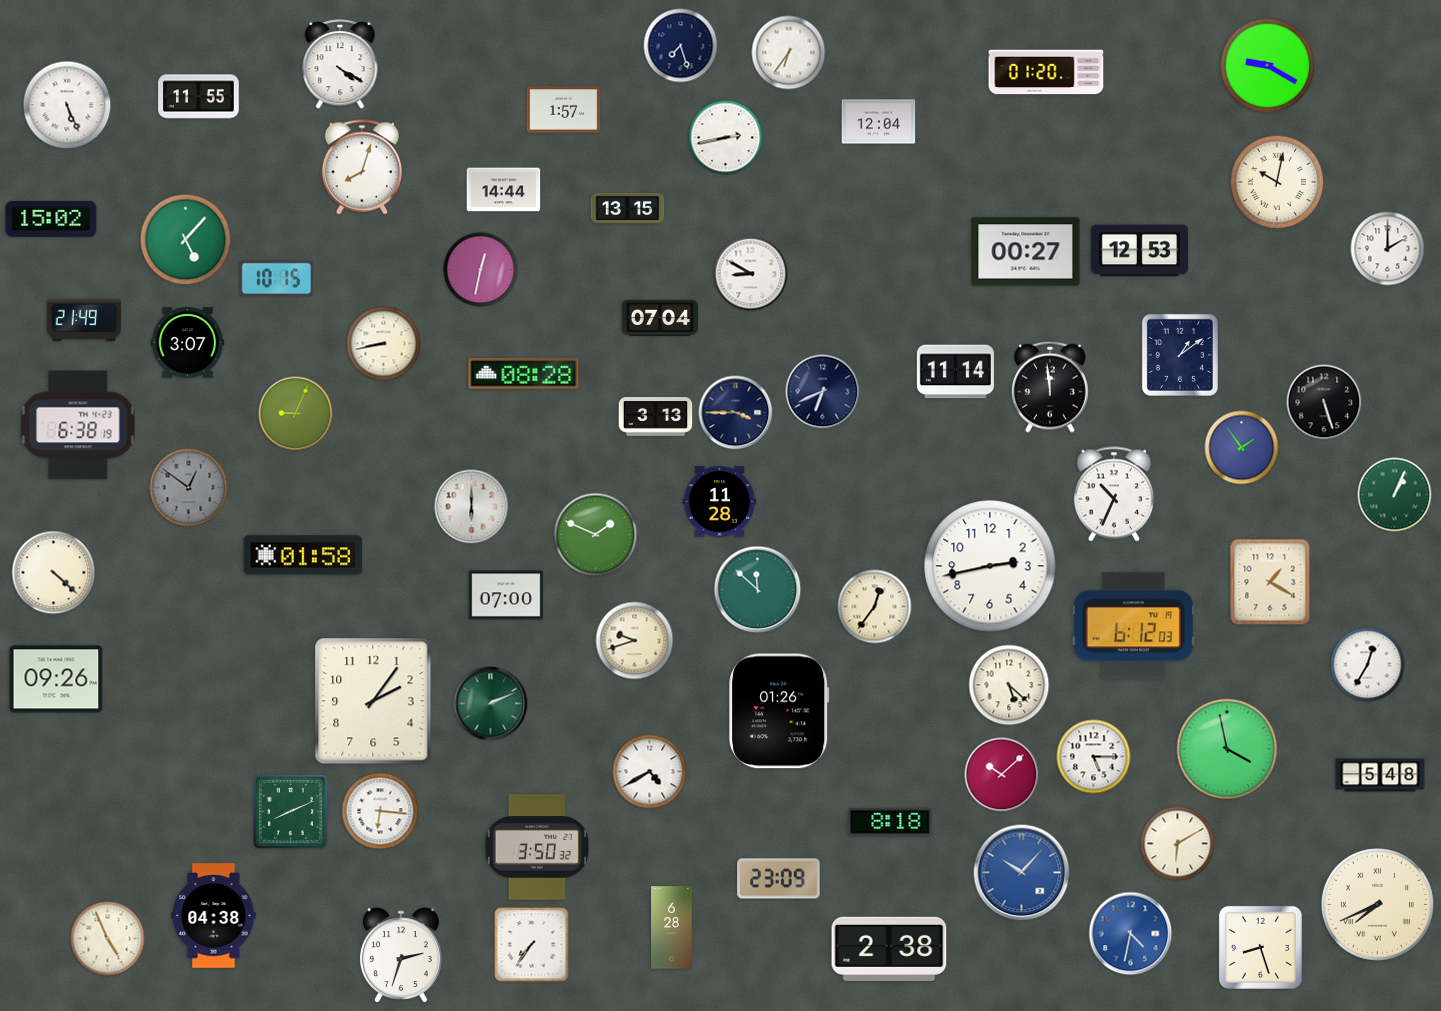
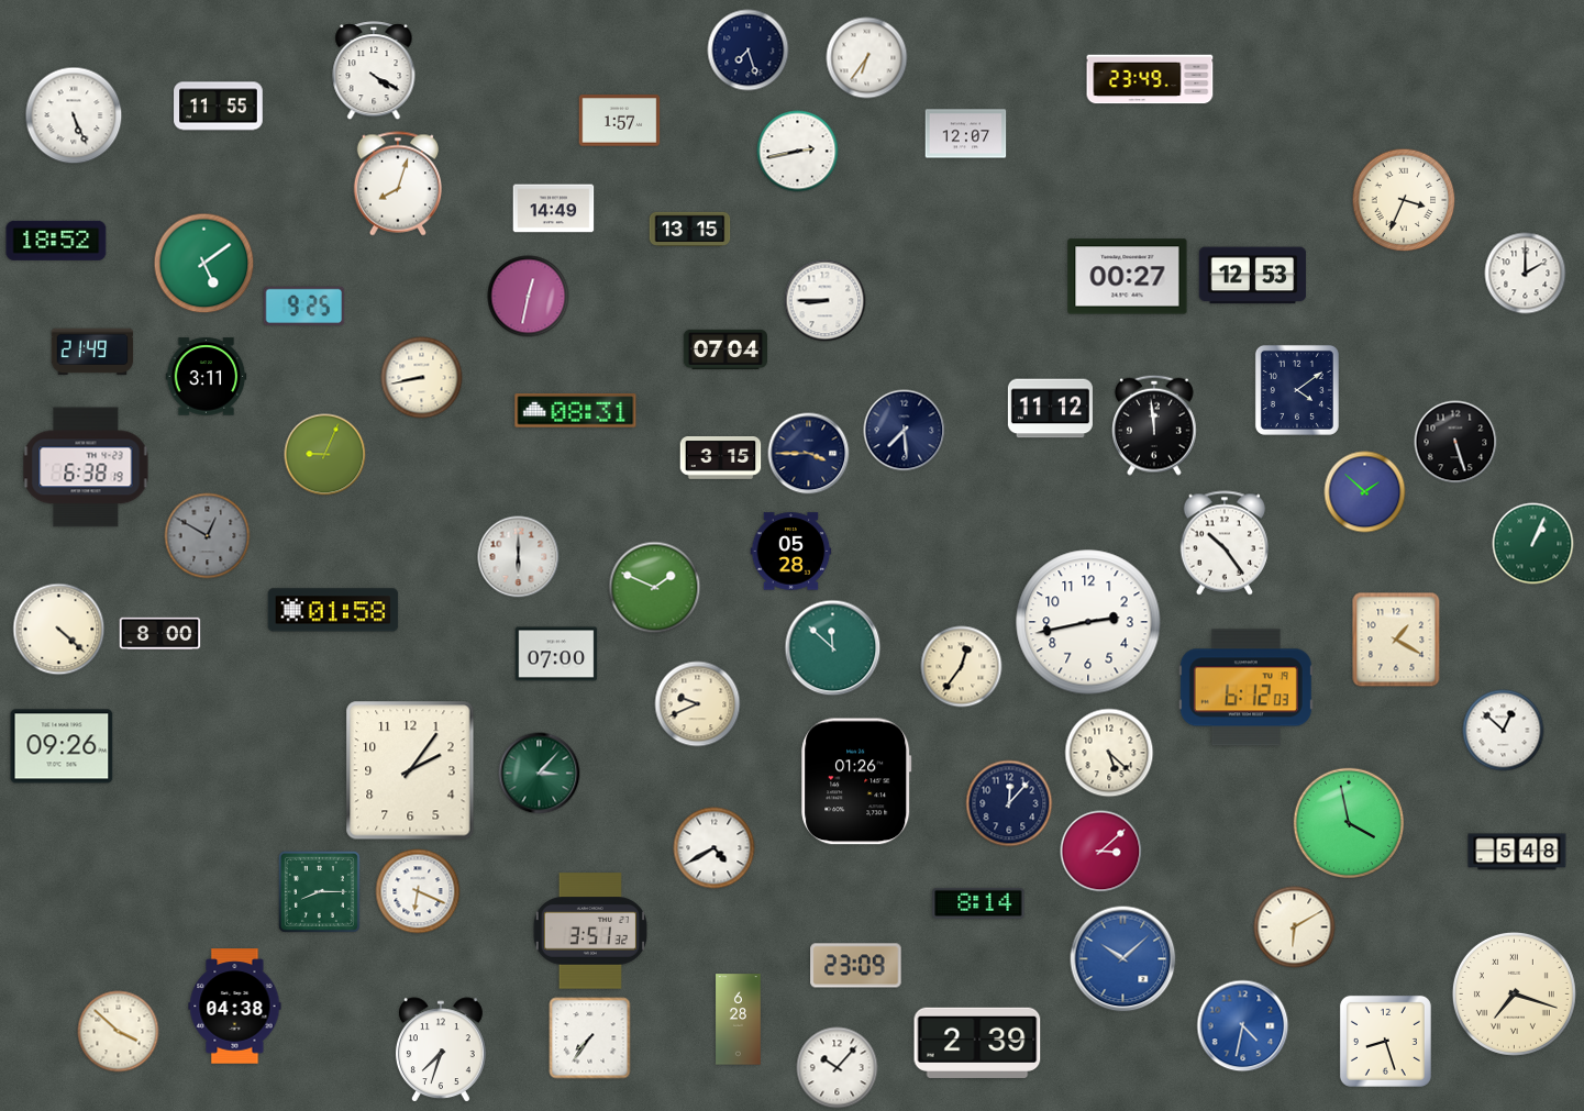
clock at (1268, 66): 9:20 -> none
clock at (1046, 72): 01:20 -> 23:49
clock at (879, 122): 12:04 -> 12:07
clock at (1277, 182): 10:02 -> 3:34
clock at (504, 190): 14:44 -> 14:49
clock at (51, 219): 15:02 -> 18:52
clock at (186, 240): 5:07 -> 5:09
clock at (751, 274): 8:50 -> 8:45
clock at (277, 279): 10:15 -> 9:25
clock at (188, 343): 3:07 -> 3:11
clock at (1180, 355): 1:09 -> 4:09
clock at (955, 372): 11:14 -> 11:12
clock at (524, 374): 08:28 -> 08:31
clock at (823, 392): 6:41 -> 7:29
clock at (656, 417): 3:13 -> 3:15
clock at (1242, 448): 1:54 -> 1:52
clock at (189, 488): 12:51 -> 12:50
clock at (1113, 494): 10:34 -> 10:24
clock at (720, 502): 11:28 -> 05:28
clock at (160, 634): none -> 8:00
clock at (635, 641): 9:42 -> 9:41
clock at (1368, 665): 12:35 -> 12:52
clock at (491, 704): 2:11 -> 3:07
clock at (1009, 803): none -> 12:07
clock at (1094, 757): 5:15 -> none
clock at (1002, 775): 10:08 -> 3:08
clock at (290, 811): 8:11 -> 8:15
clock at (380, 811): 6:16 -> 6:19
clock at (890, 822): 8:18 -> 8:14
clock at (537, 847): 3:50 -> 3:51
clock at (1022, 873): 10:07 -> 10:08
clock at (1377, 904): 7:41 -> 7:18
clock at (108, 939): 4:56 -> 3:52
clock at (532, 945) position: (532, 945) -> (590, 1038)
clock at (889, 949): 2:38 -> 2:39
clock at (401, 956): 2:33 -> 7:33
clock at (838, 1068): none -> 10:07
